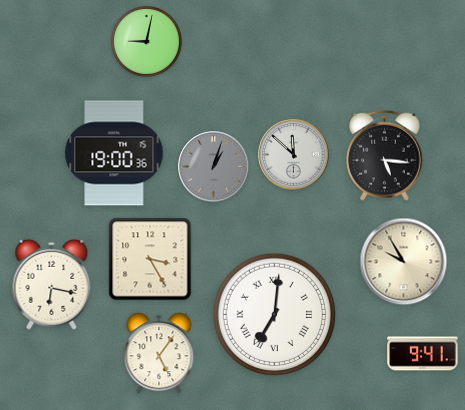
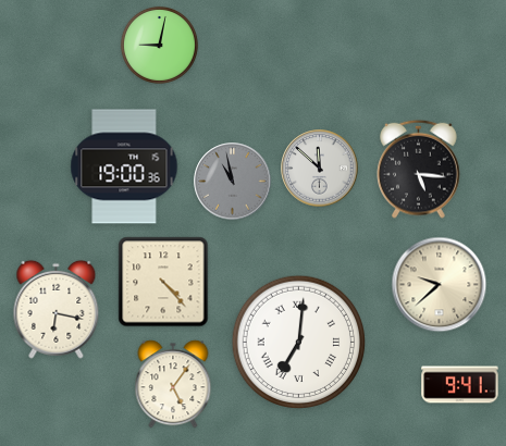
clock at (214, 167): 1:03 -> 10:58
clock at (150, 259): 3:25 -> 4:23
clock at (404, 262): 9:55 -> 9:38
